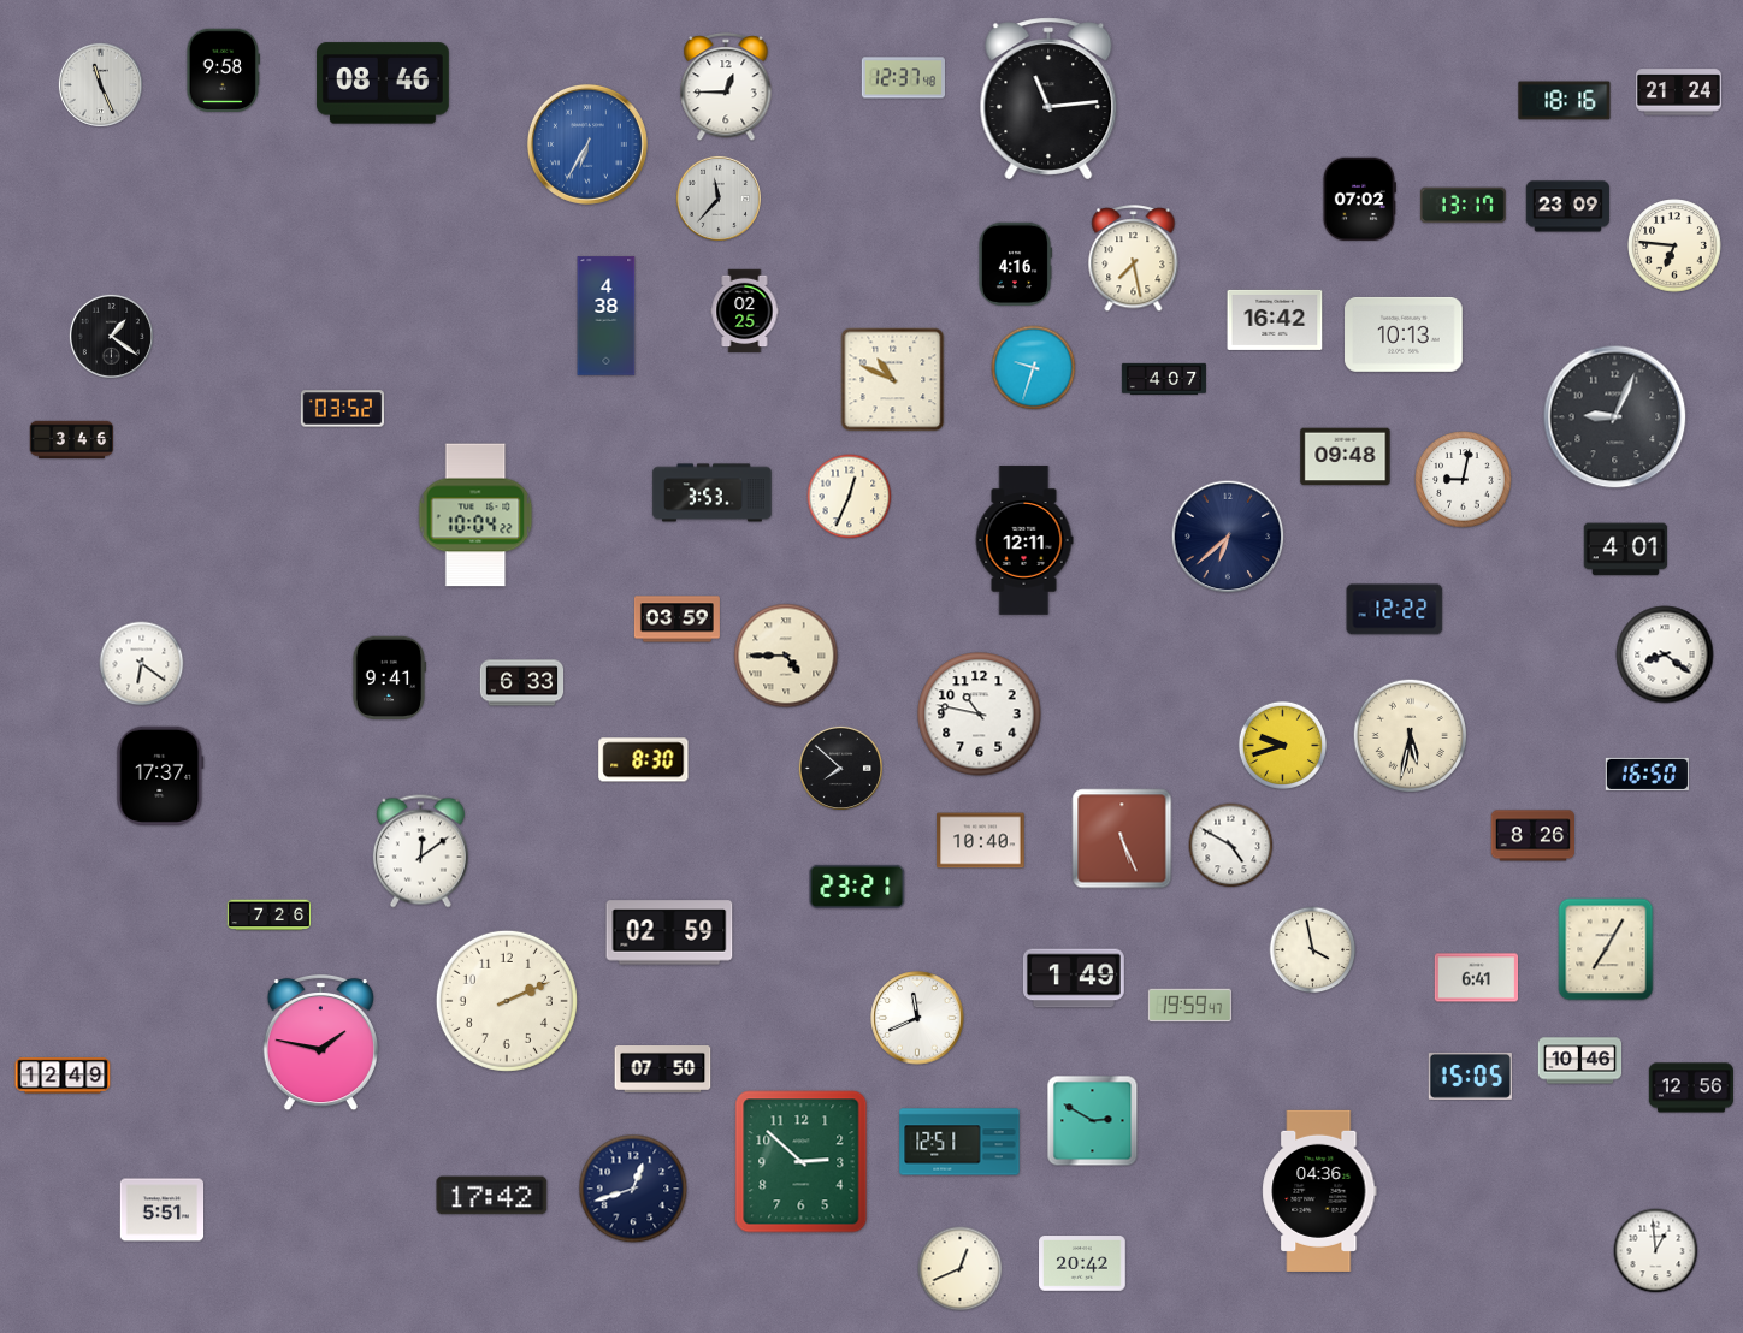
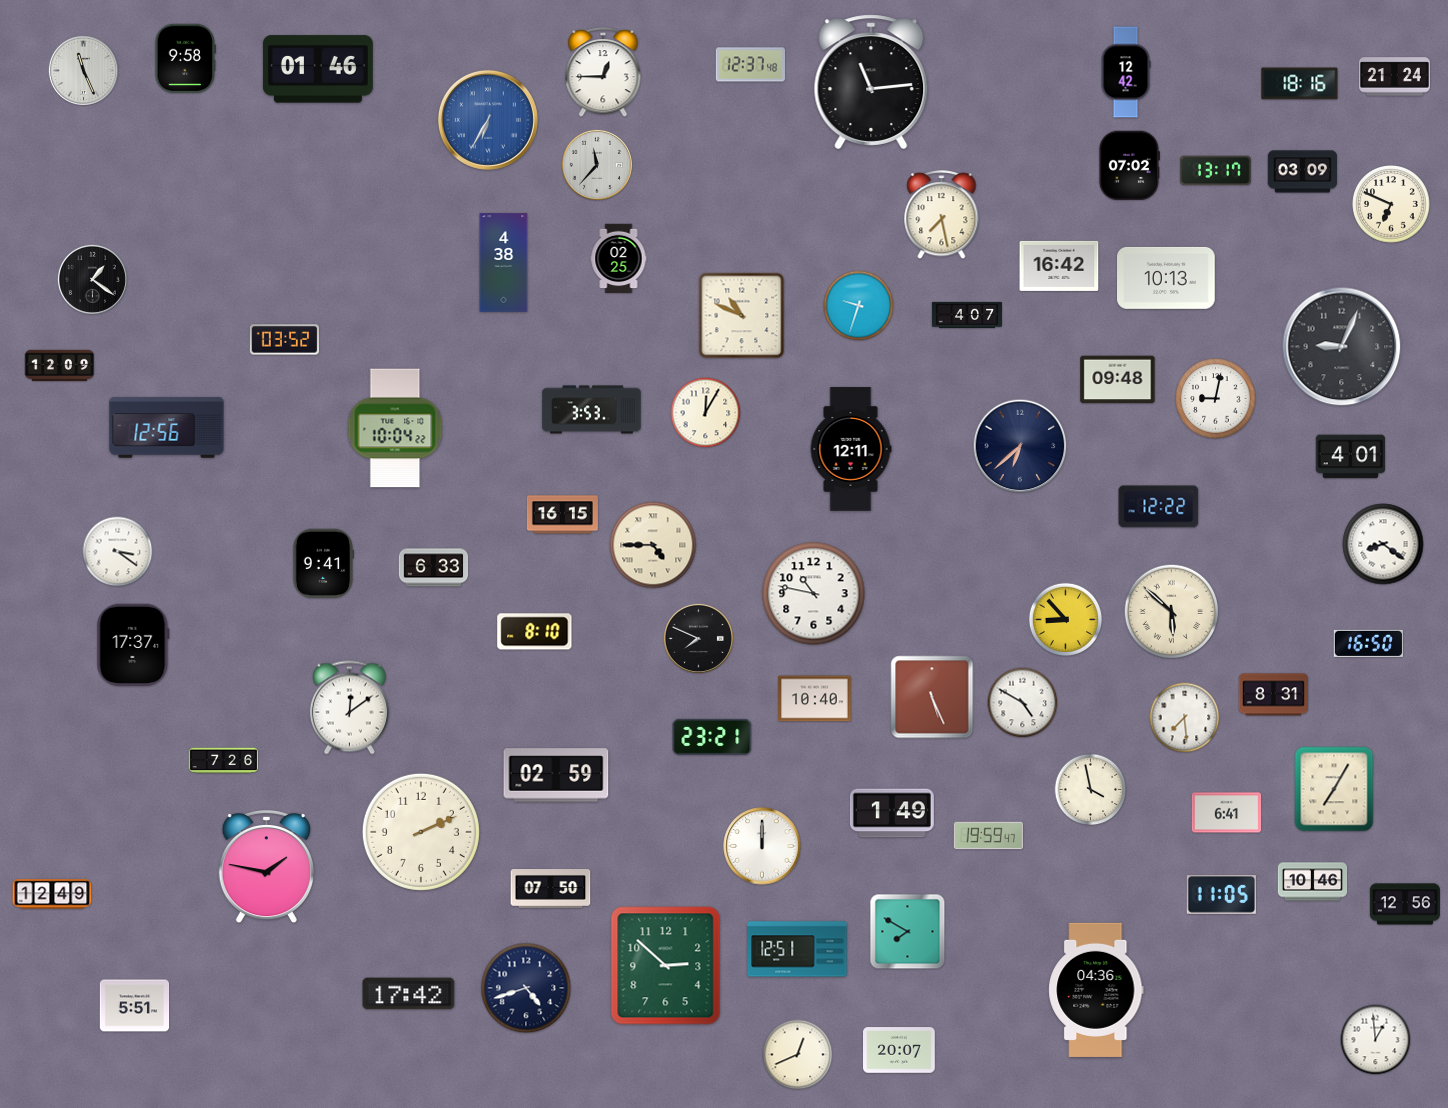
clock at (383, 83): 08:46 -> 01:46
clock at (1126, 72): none -> 12:42
clock at (1568, 207): 23:09 -> 03:09
clock at (1674, 245): 6:46 -> 6:49
clock at (1015, 265): 4:16 -> none
clock at (72, 440): 3:46 -> 12:09
clock at (850, 497): 12:34 -> 12:05
clock at (167, 428): none -> 12:56
clock at (676, 620): 03:59 -> 16:15
clock at (142, 664): 6:21 -> 3:21
clock at (1411, 736): 5:32 -> 5:52
clock at (1283, 746): 9:42 -> 8:53
clock at (644, 760): 8:30 -> 8:10
clock at (840, 768): 7:52 -> 7:49
clock at (1532, 836): 8:26 -> 8:31
clock at (1185, 718): none -> 7:29
clock at (917, 1018): 11:41 -> 12:00
clock at (1470, 1077): 15:05 -> 11:05
clock at (1093, 1121): 2:50 -> 7:50
clock at (633, 1189): 12:42 -> 4:42
clock at (1083, 1263): 20:42 -> 20:07
